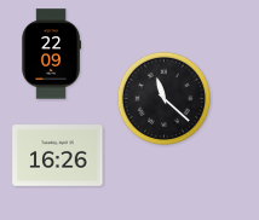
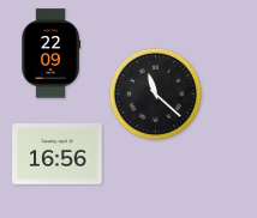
clock at (163, 98) position: (163, 98) -> (155, 93)
clock at (58, 156): 16:26 -> 16:56
